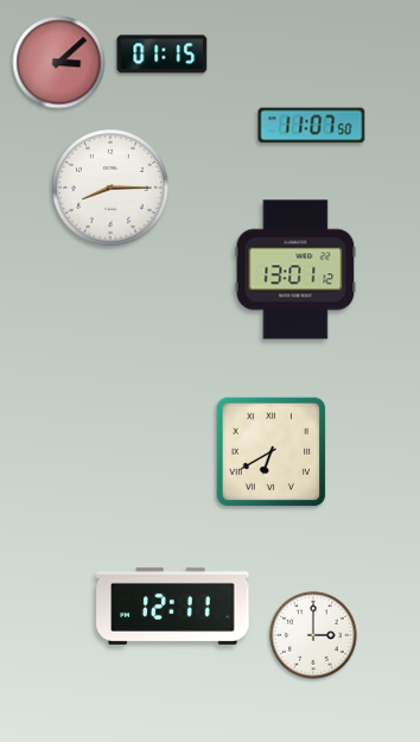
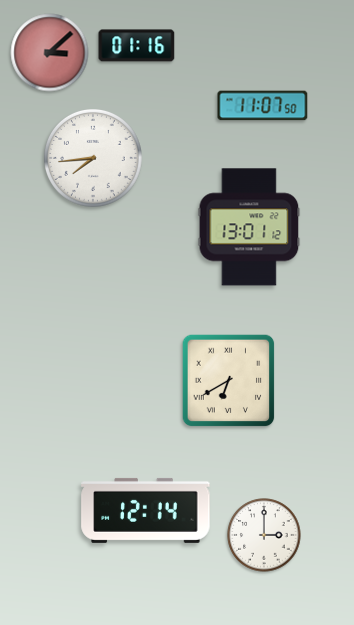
clock at (163, 55): 01:15 -> 01:16
clock at (112, 189): 8:15 -> 7:44
clock at (173, 605): 12:11 -> 12:14
